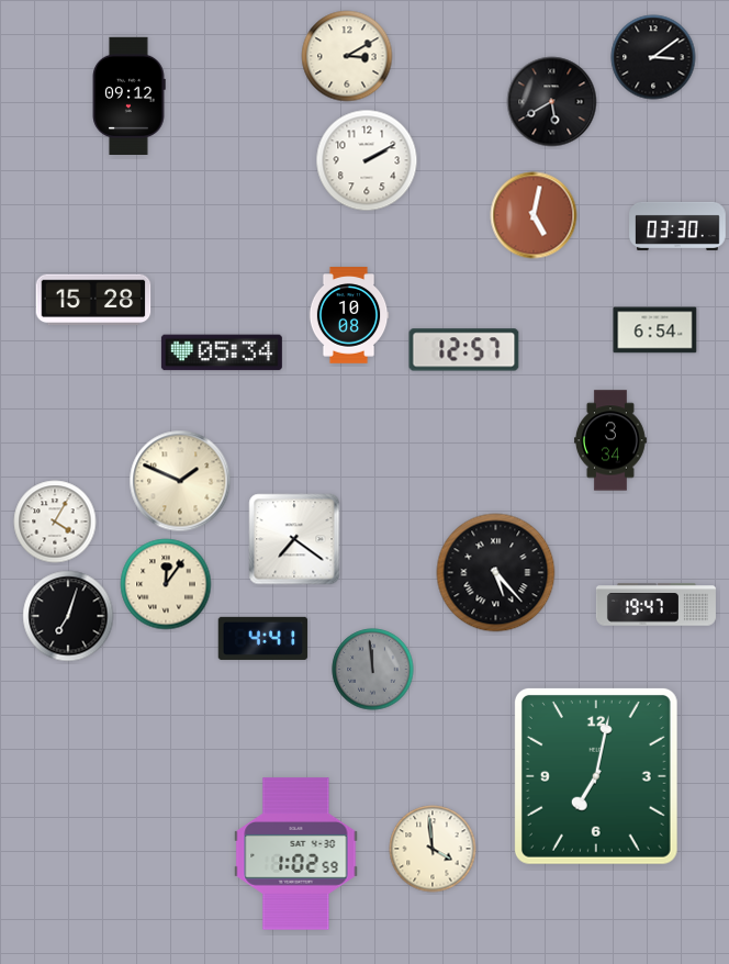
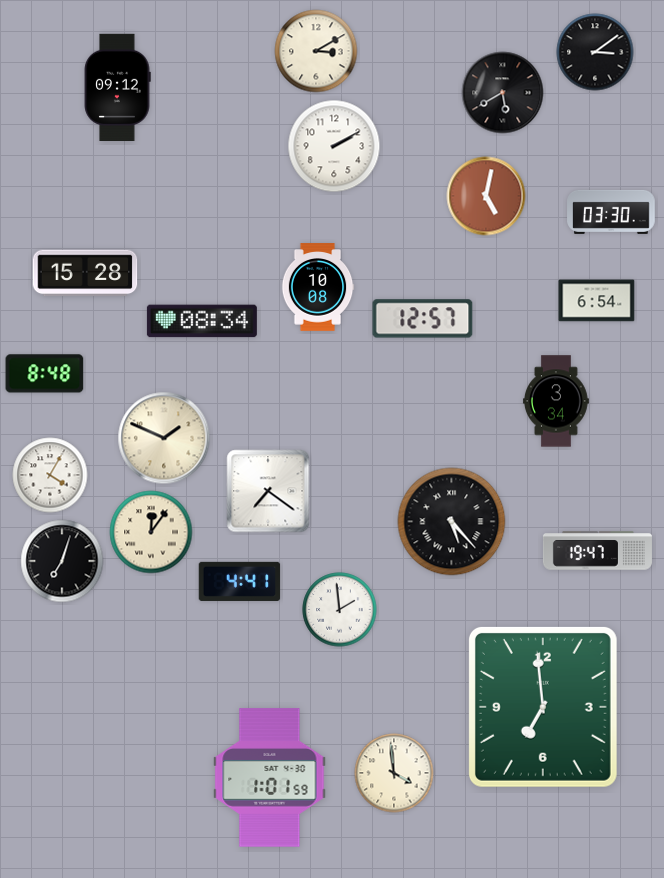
clock at (677, 226) position: (677, 226) -> (611, 212)
clock at (222, 352): 05:34 -> 08:34
clock at (45, 374): none -> 8:48
clock at (373, 670): 11:59 -> 1:59
clock at (373, 670) dial: grey -> white
clock at (596, 776): 7:02 -> 6:59
clock at (296, 854): 1:02 -> 1:01
